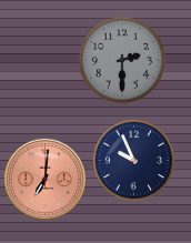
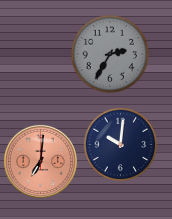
clock at (122, 60): 2:30 -> 2:35
clock at (134, 161): 9:56 -> 10:01
